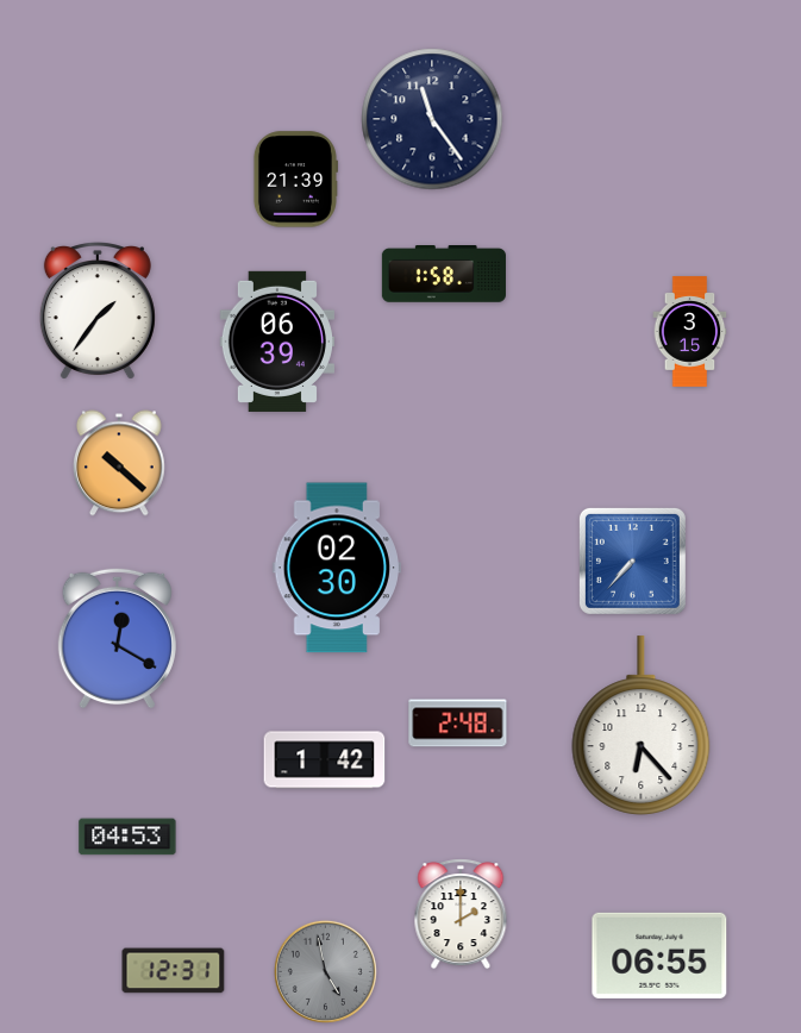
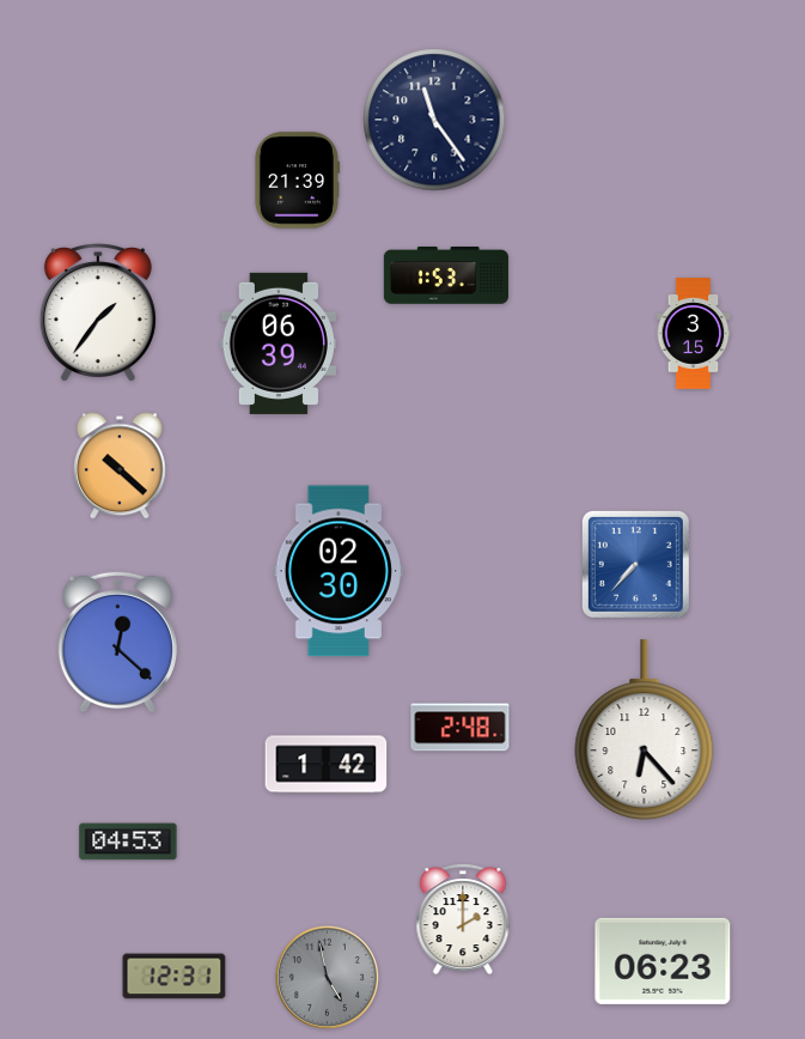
clock at (444, 275): 1:58 -> 1:53
clock at (117, 638): 12:20 -> 12:22
clock at (659, 956): 06:55 -> 06:23
